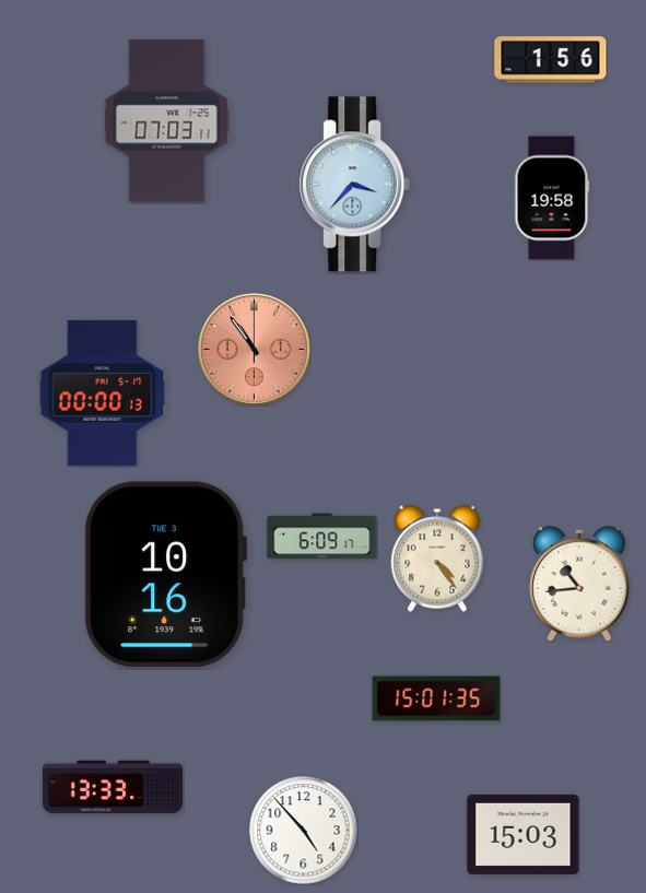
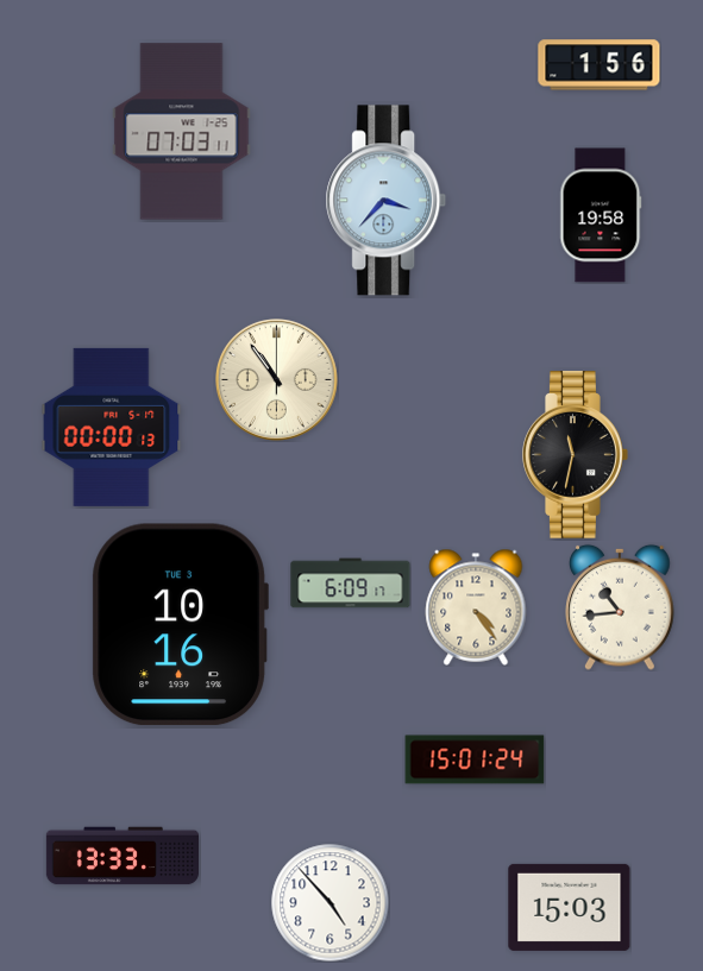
clock at (255, 350) dial: salmon -> cream
clock at (576, 455): none -> 11:32
clock at (579, 584) position: (579, 584) -> (620, 607)
clock at (436, 698): 15:01:35 -> 15:01:24
